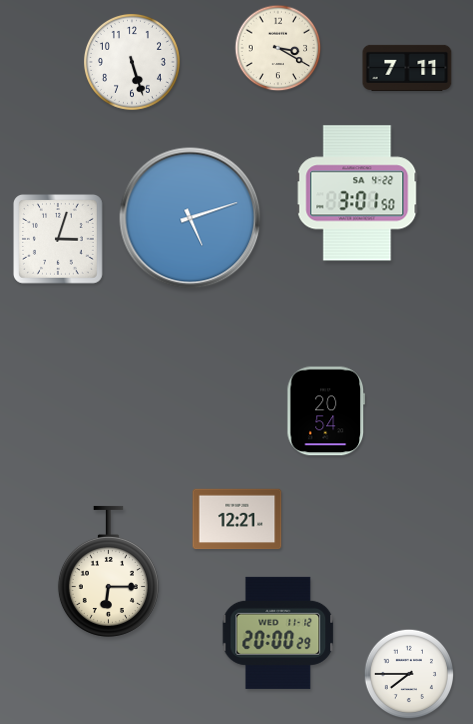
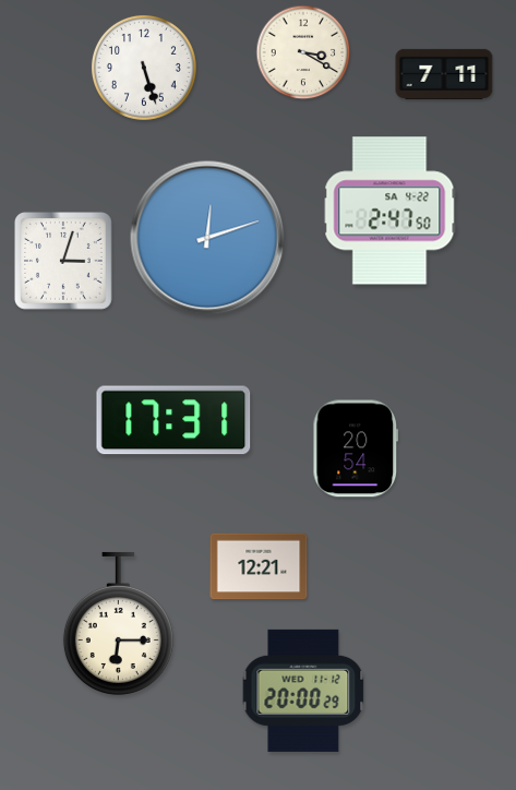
clock at (357, 193): 3:01 -> 2:47
clock at (190, 218): 5:12 -> 12:12
clock at (173, 420): none -> 17:31
clock at (409, 674): 7:45 -> none
